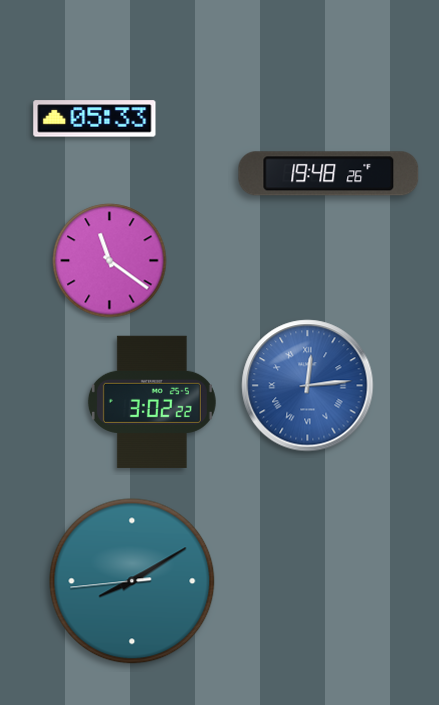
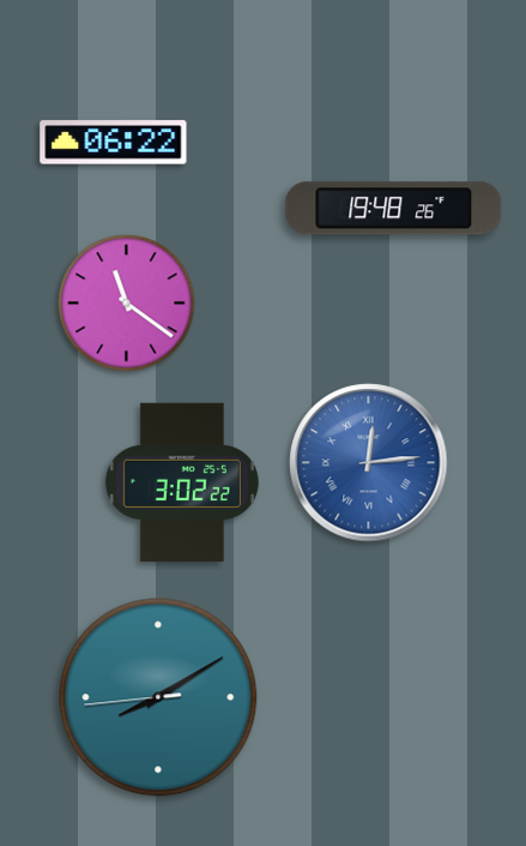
clock at (95, 119): 05:33 -> 06:22
clock at (110, 261) position: (110, 261) -> (127, 304)
